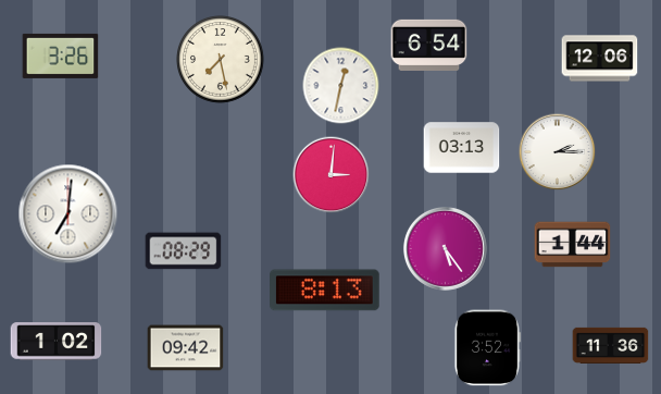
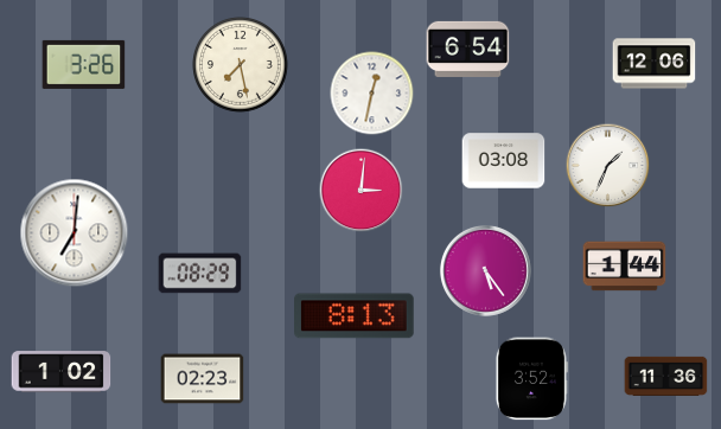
clock at (61, 56) position: (61, 56) -> (84, 64)
clock at (462, 148): 03:13 -> 03:08
clock at (558, 152): 2:15 -> 1:34
clock at (186, 348): 09:42 -> 02:23
